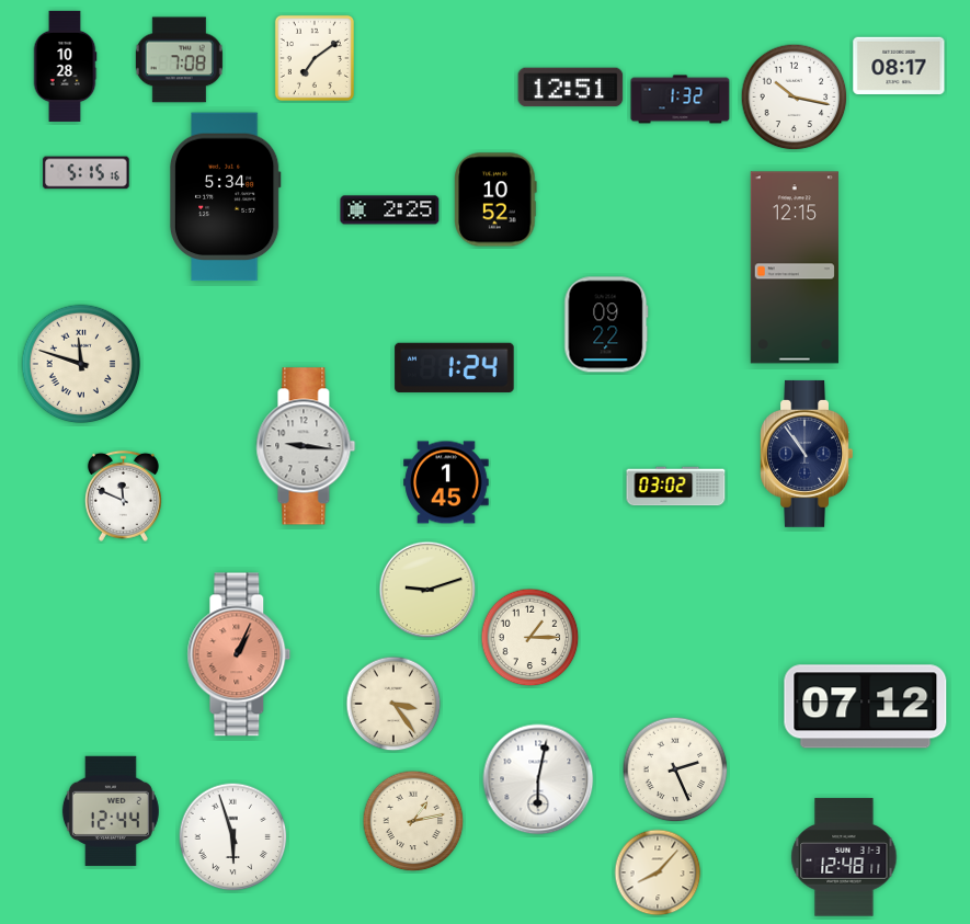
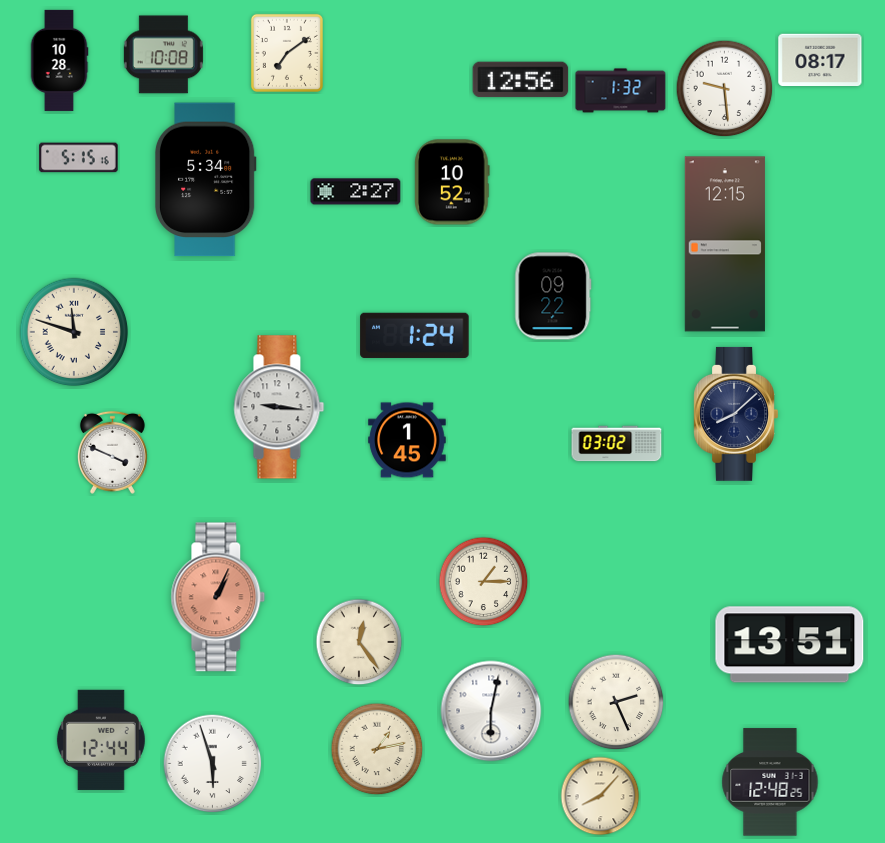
clock at (179, 60): 7:08 -> 10:08
clock at (571, 88): 12:51 -> 12:56
clock at (795, 98): 10:17 -> 9:29
clock at (390, 210): 2:25 -> 2:27
clock at (806, 454): 10:54 -> 8:08
clock at (123, 495): 11:49 -> 3:49
clock at (427, 590): 9:12 -> none
clock at (393, 704): 3:24 -> 12:24
clock at (866, 707): 07:12 -> 13:51
clock at (844, 857): 12:48:11 -> 12:48:25
